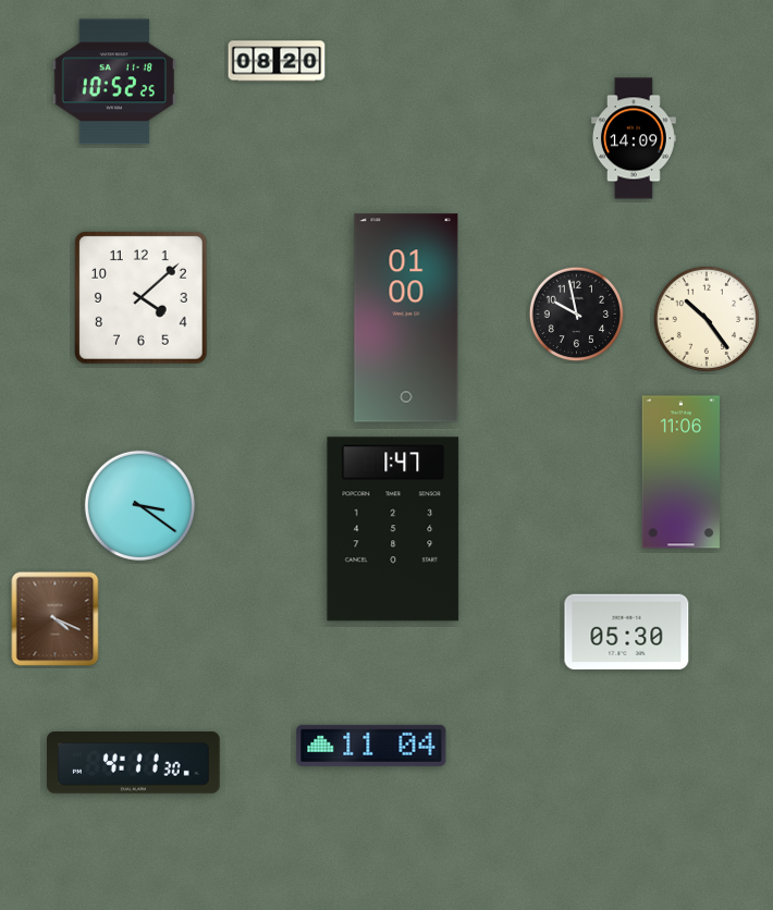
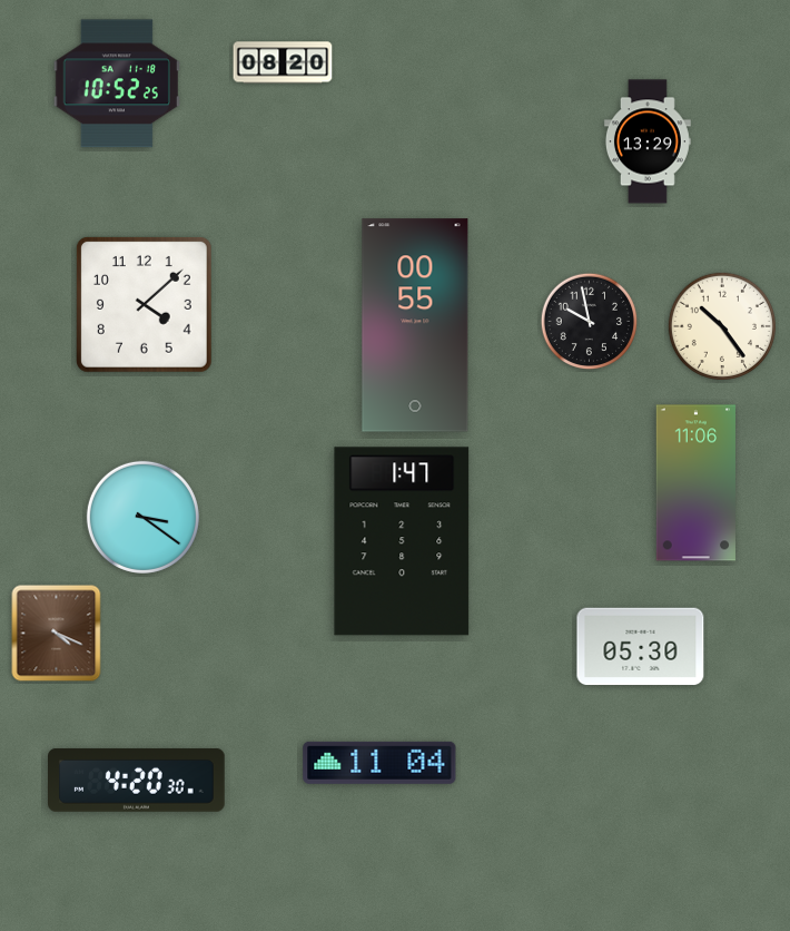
clock at (634, 138): 14:09 -> 13:29
clock at (406, 318): 01:00 -> 00:55
clock at (134, 762): 4:11 -> 4:20
